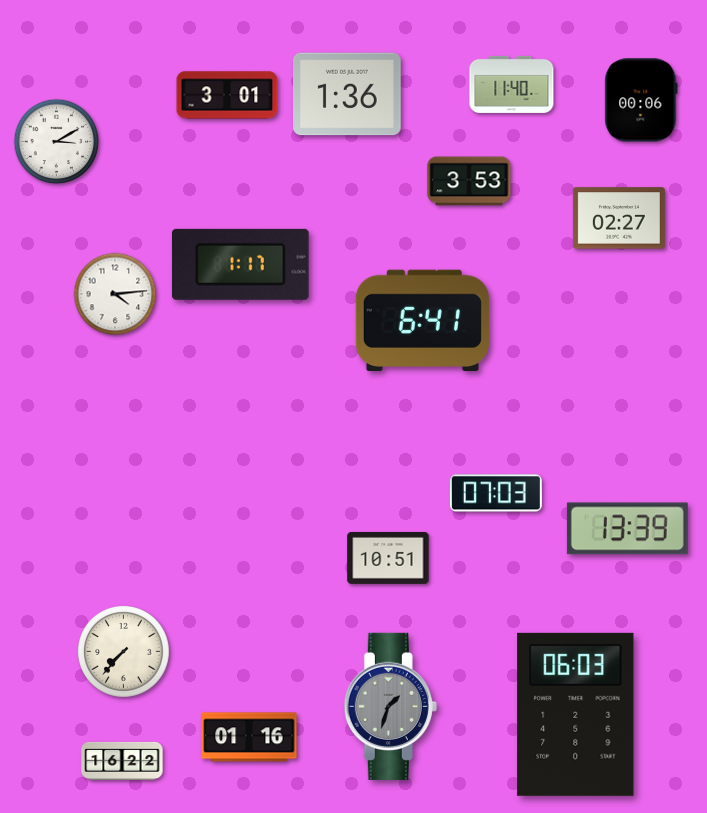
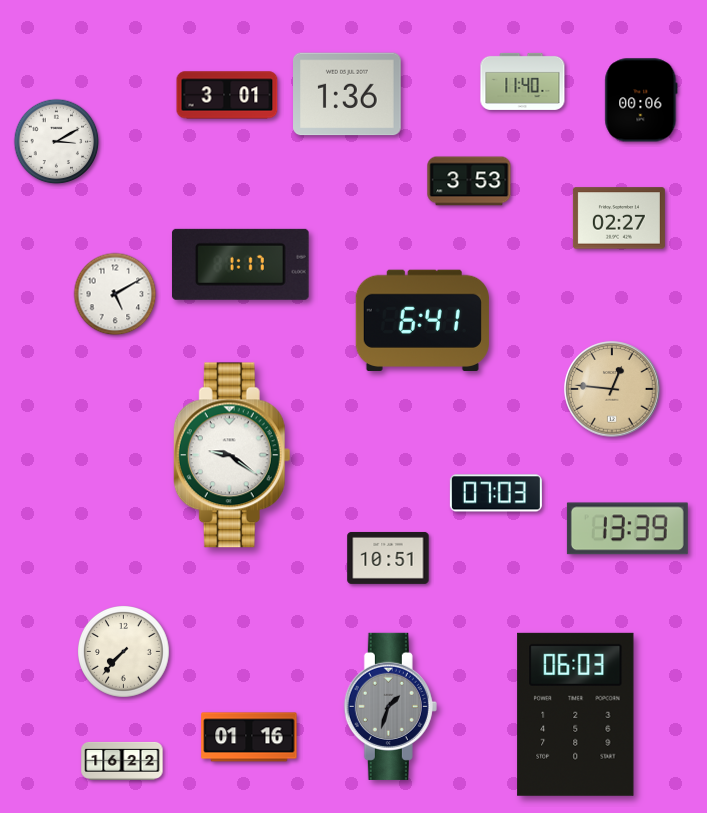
clock at (512, 84) position: (512, 84) -> (523, 81)
clock at (115, 294): 4:14 -> 5:10
clock at (612, 389): none -> 12:46
clock at (232, 455): none -> 9:21
